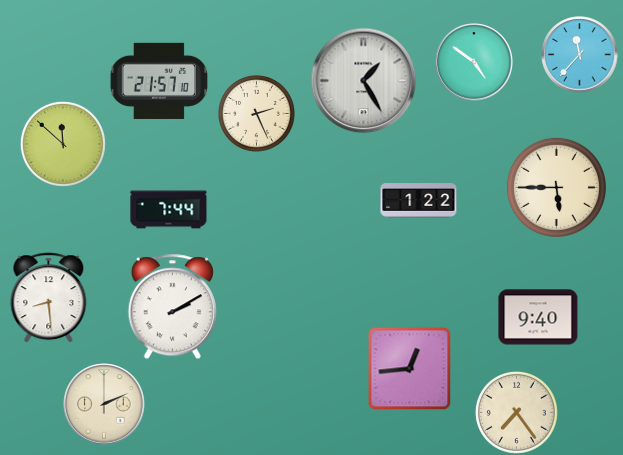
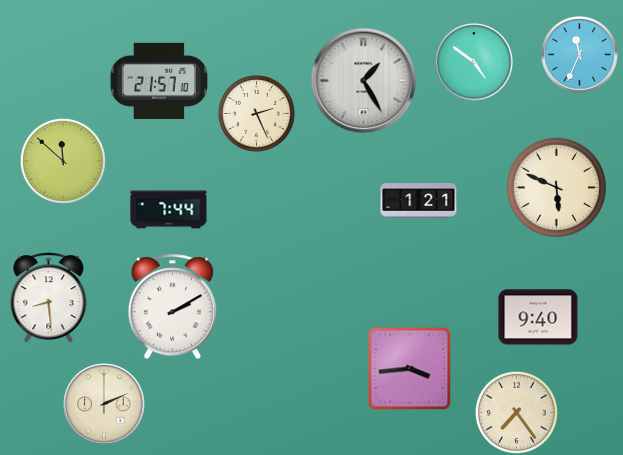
clock at (580, 55): 11:37 -> 11:34
clock at (63, 144) position: (63, 144) -> (63, 161)
clock at (556, 187): 5:45 -> 5:49
clock at (419, 201): 1:22 -> 1:21
clock at (409, 368): 12:44 -> 3:44
